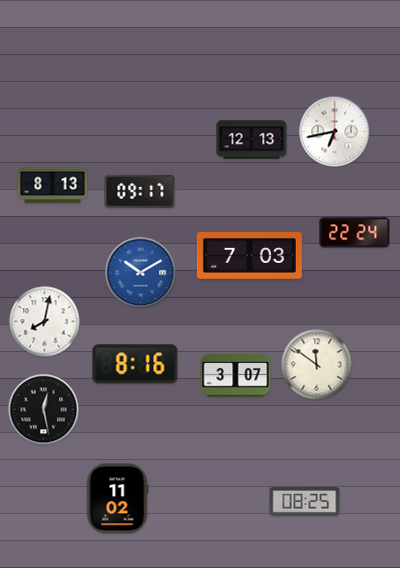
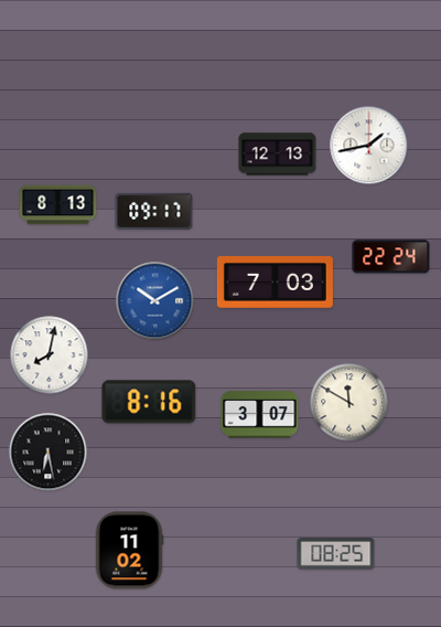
clock at (335, 132): 6:43 -> 1:43
clock at (317, 365): 11:51 -> 11:50
clock at (44, 410): 12:28 -> 6:28
